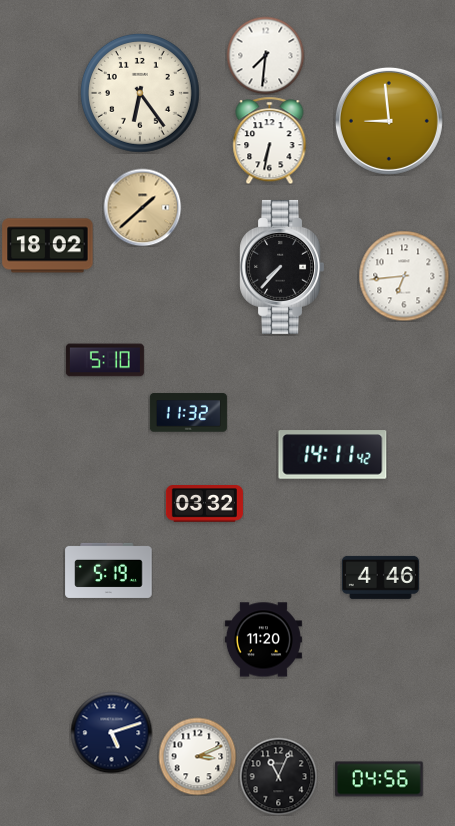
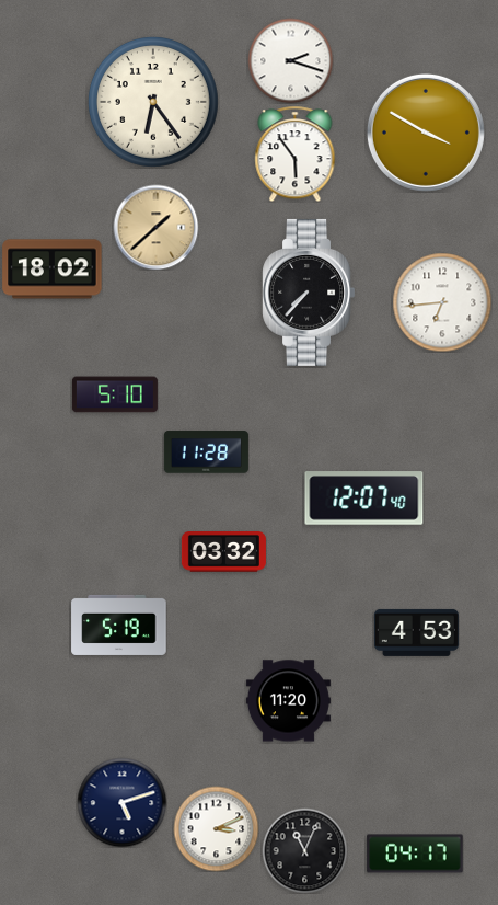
clock at (265, 55): 7:31 -> 2:18
clock at (389, 121): 8:59 -> 3:50
clock at (270, 140): 6:32 -> 5:54
clock at (188, 413): 11:32 -> 11:28
clock at (333, 455): 14:11 -> 12:07
clock at (380, 577): 4:46 -> 4:53
clock at (379, 779): 04:56 -> 04:17
